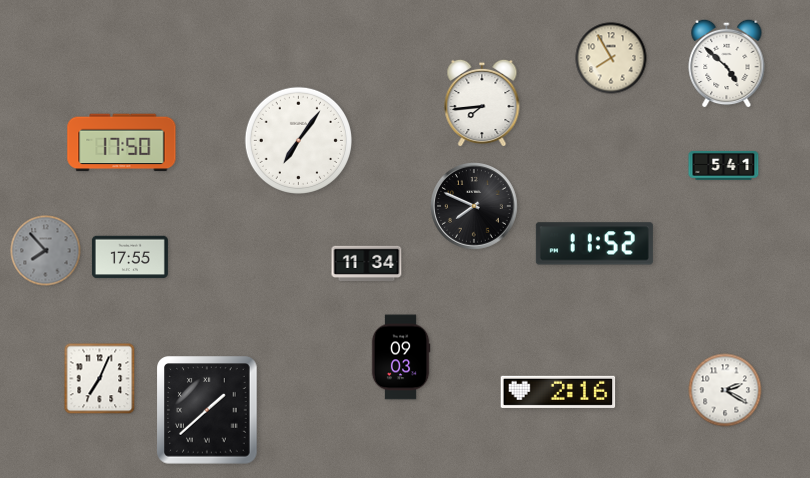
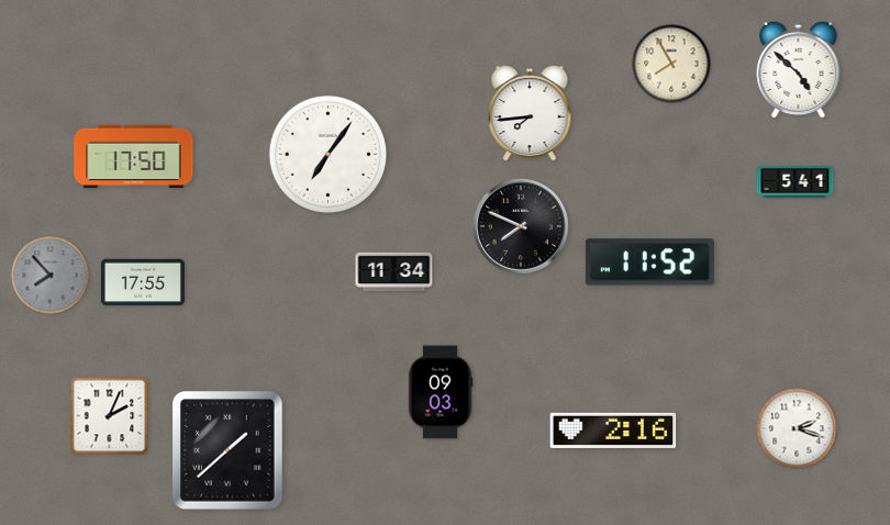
clock at (594, 244) position: (594, 244) -> (649, 262)
clock at (367, 264) position: (367, 264) -> (394, 272)
clock at (100, 379): 7:04 -> 2:04
clock at (725, 390): 2:20 -> 2:18
